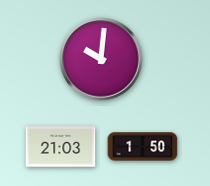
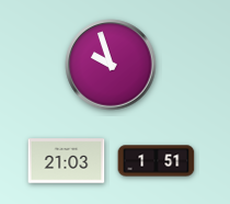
clock at (101, 59): 10:01 -> 9:57
clock at (143, 147): 1:50 -> 1:51
